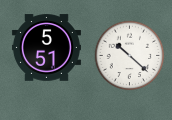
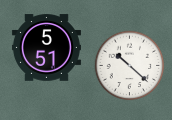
clock at (130, 56) position: (130, 56) -> (130, 66)
